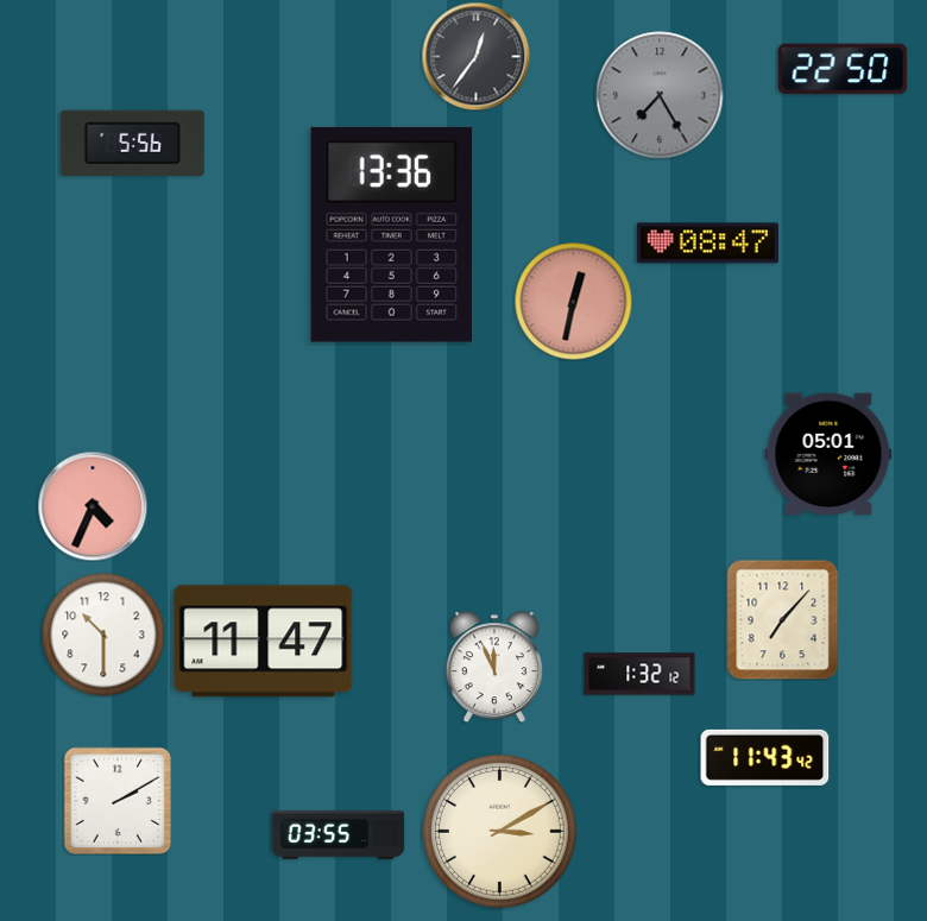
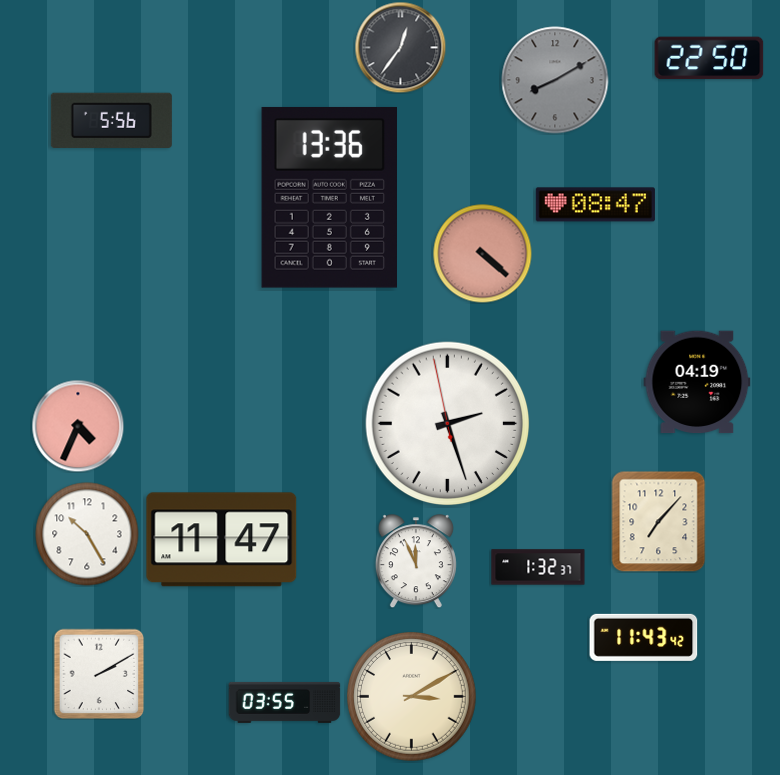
clock at (660, 95): 7:25 -> 8:10
clock at (574, 302): 12:32 -> 4:22
clock at (828, 454): 05:01 -> 04:19
clock at (448, 424): none -> 2:26
clock at (103, 635): 10:30 -> 10:25
clock at (639, 674): 1:32:12 -> 1:32:37
clock at (500, 832) position: (500, 832) -> (412, 697)
